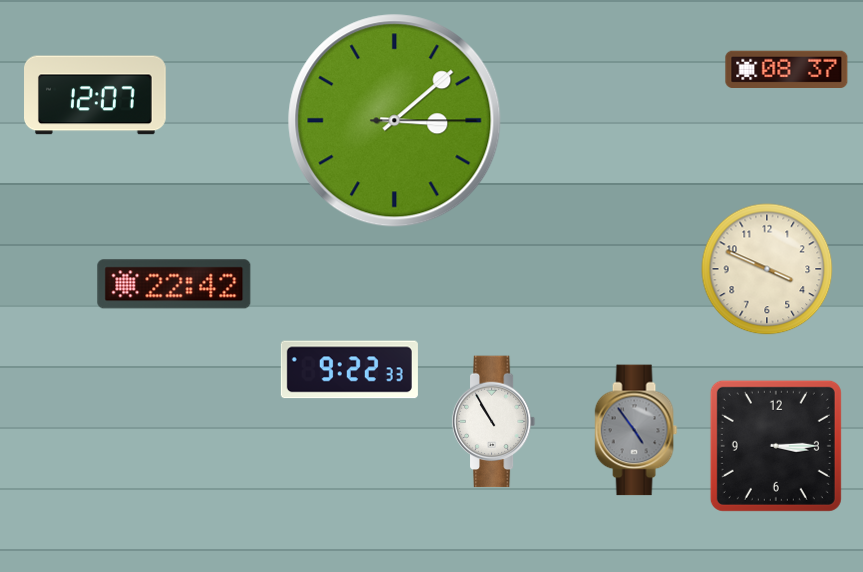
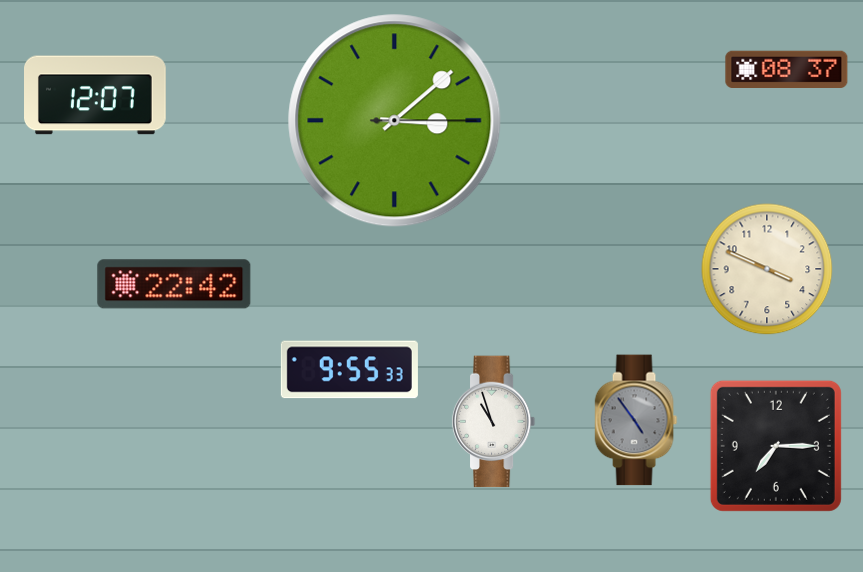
clock at (349, 370): 9:22 -> 9:55
clock at (494, 422): 10:55 -> 10:57
clock at (636, 430) position: (636, 430) -> (636, 420)
clock at (776, 446): 3:15 -> 7:15
